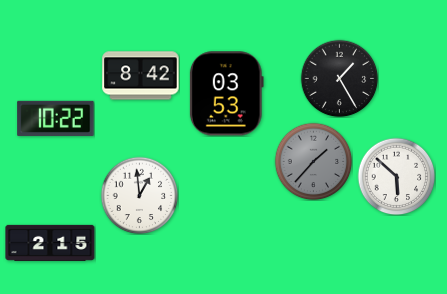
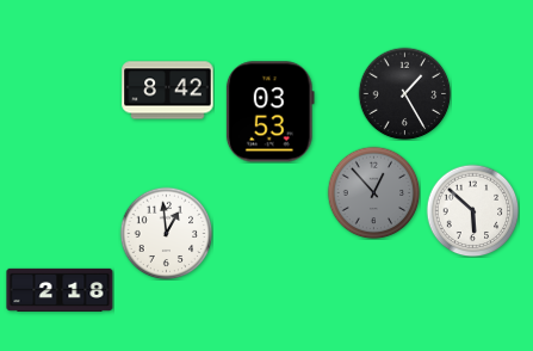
clock at (56, 118): 10:22 -> none
clock at (313, 161): 1:37 -> 12:53
clock at (50, 243): 2:15 -> 2:18
